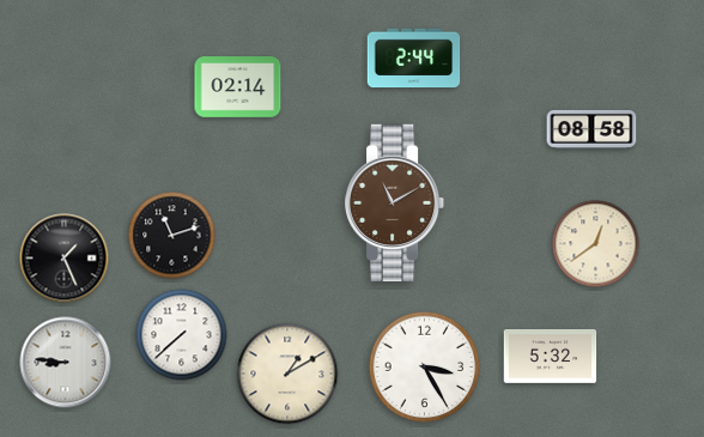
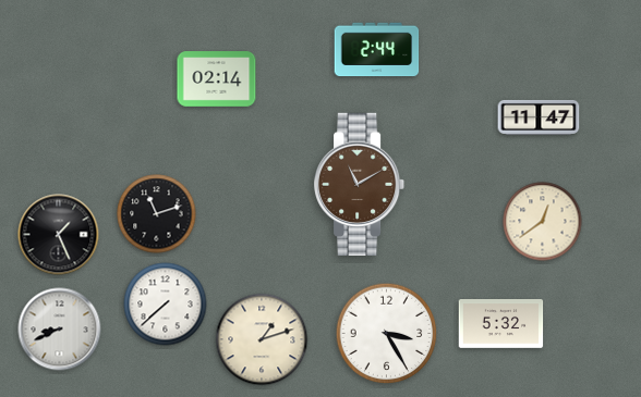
clock at (414, 59) position: (414, 59) -> (377, 50)
clock at (591, 129): 08:58 -> 11:47
clock at (66, 363): 8:46 -> 8:41
clock at (287, 374): 1:10 -> 1:12
